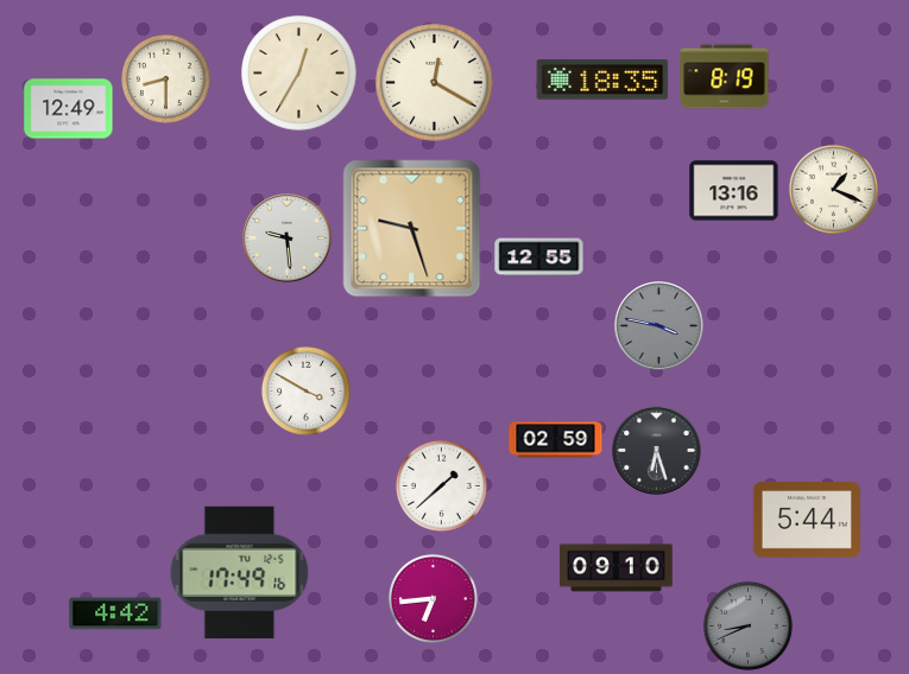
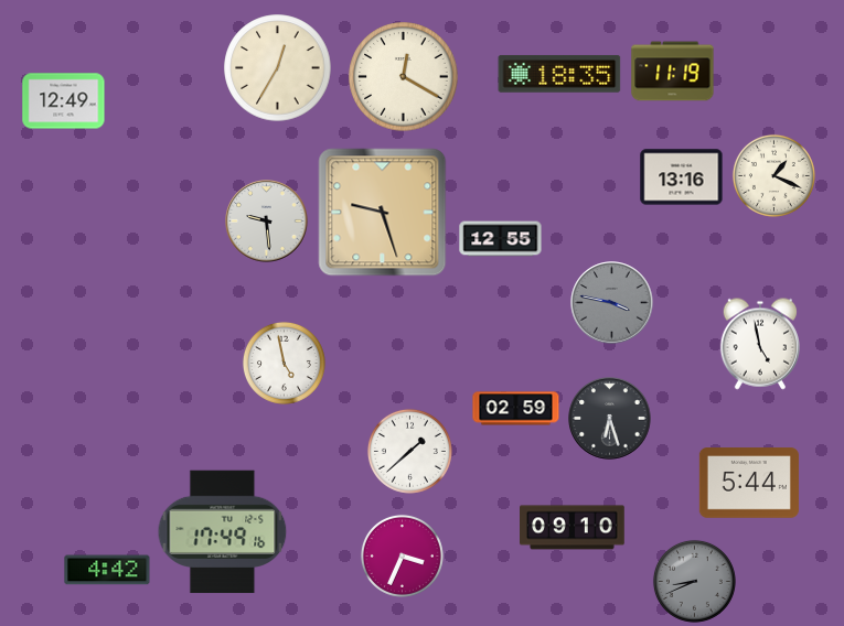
clock at (725, 77): 8:19 -> 11:19
clock at (165, 78): 8:30 -> none
clock at (759, 344): none -> 4:58
clock at (305, 390): 3:50 -> 4:58
clock at (433, 598): 6:44 -> 3:34
